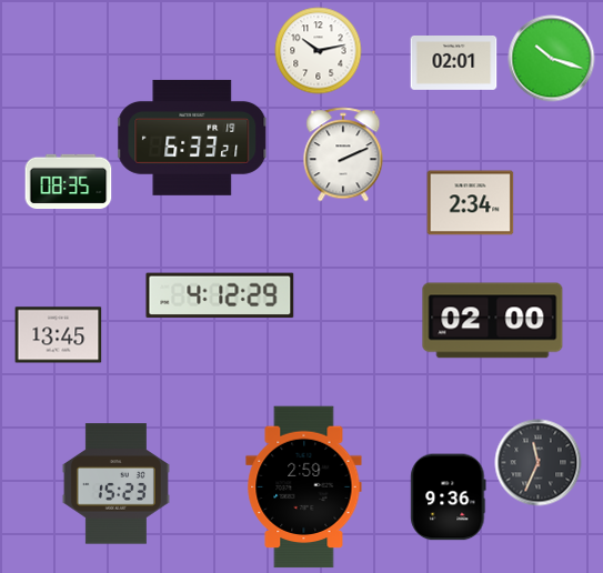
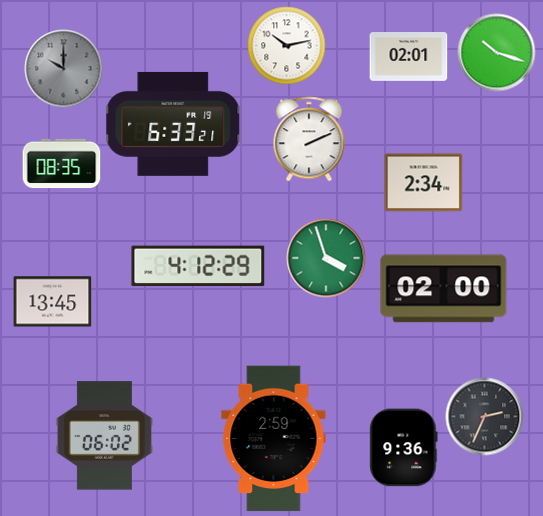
clock at (63, 68): none -> 10:00
clock at (326, 258): none -> 3:57
clock at (537, 462): 11:34 -> 2:34
clock at (115, 484): 15:23 -> 06:02
